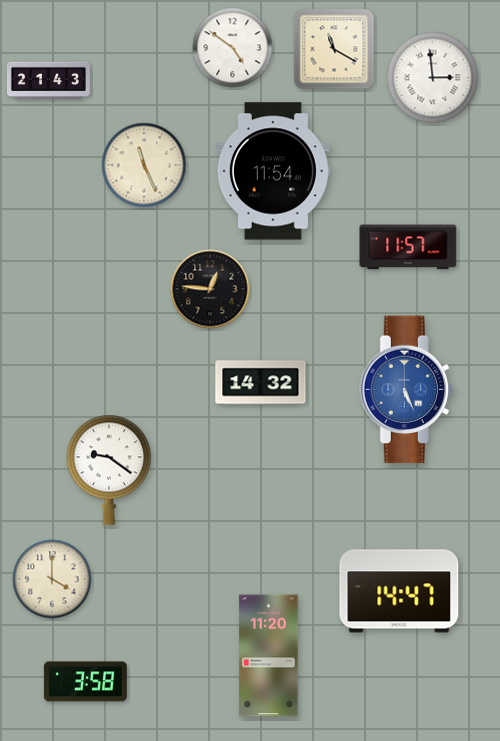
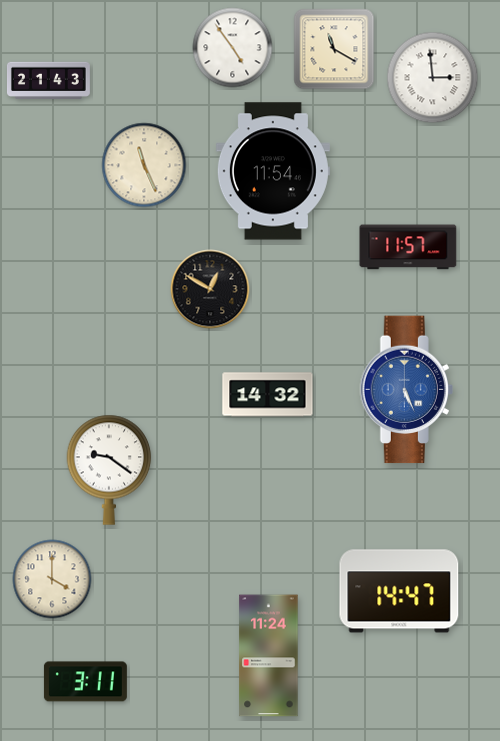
clock at (233, 48): 4:51 -> 4:54
clock at (210, 289): 12:46 -> 12:50
clock at (261, 383) position: (261, 383) -> (268, 395)
clock at (269, 656): 11:20 -> 11:24
clock at (85, 682): 3:58 -> 3:11
